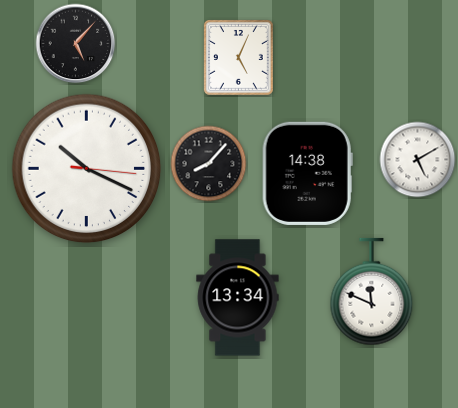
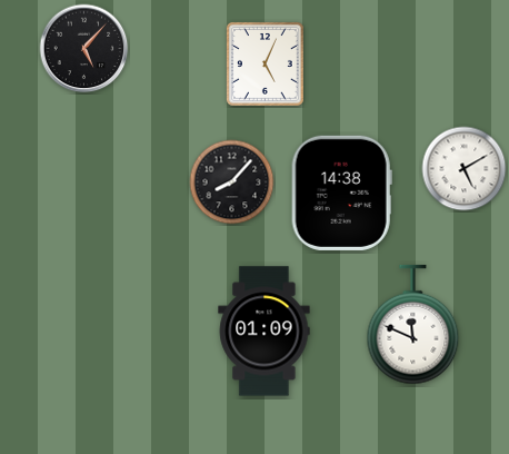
clock at (418, 160) position: (418, 160) -> (465, 169)
clock at (87, 169): 10:19 -> none
clock at (238, 298): 13:34 -> 01:09
